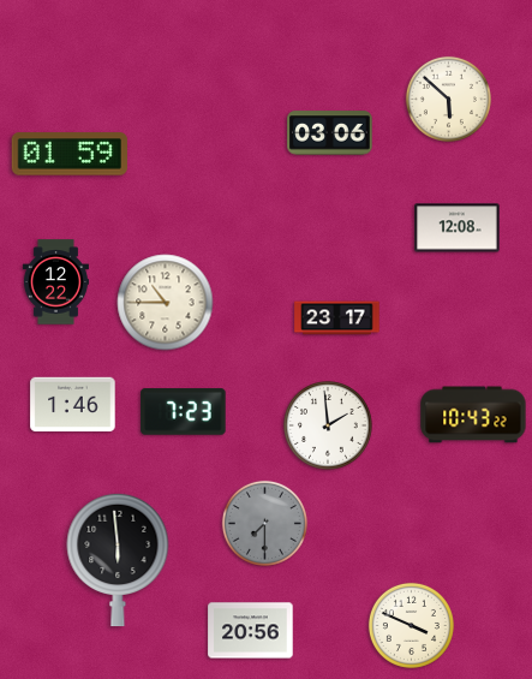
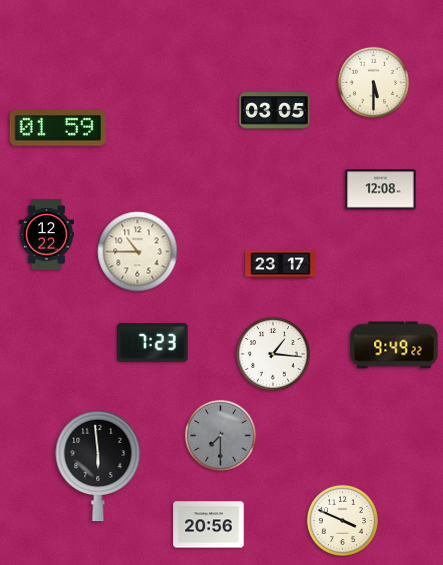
clock at (448, 99): 5:52 -> 5:30
clock at (330, 133): 03:06 -> 03:05
clock at (73, 405): 1:46 -> none
clock at (473, 415): 10:43 -> 9:49
clock at (329, 427): 1:59 -> 1:16
